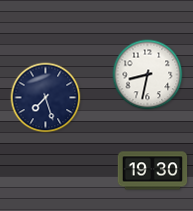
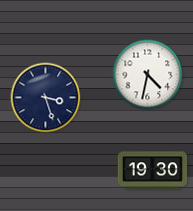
clock at (148, 75): 8:32 -> 4:32
clock at (46, 98): 7:27 -> 3:27
